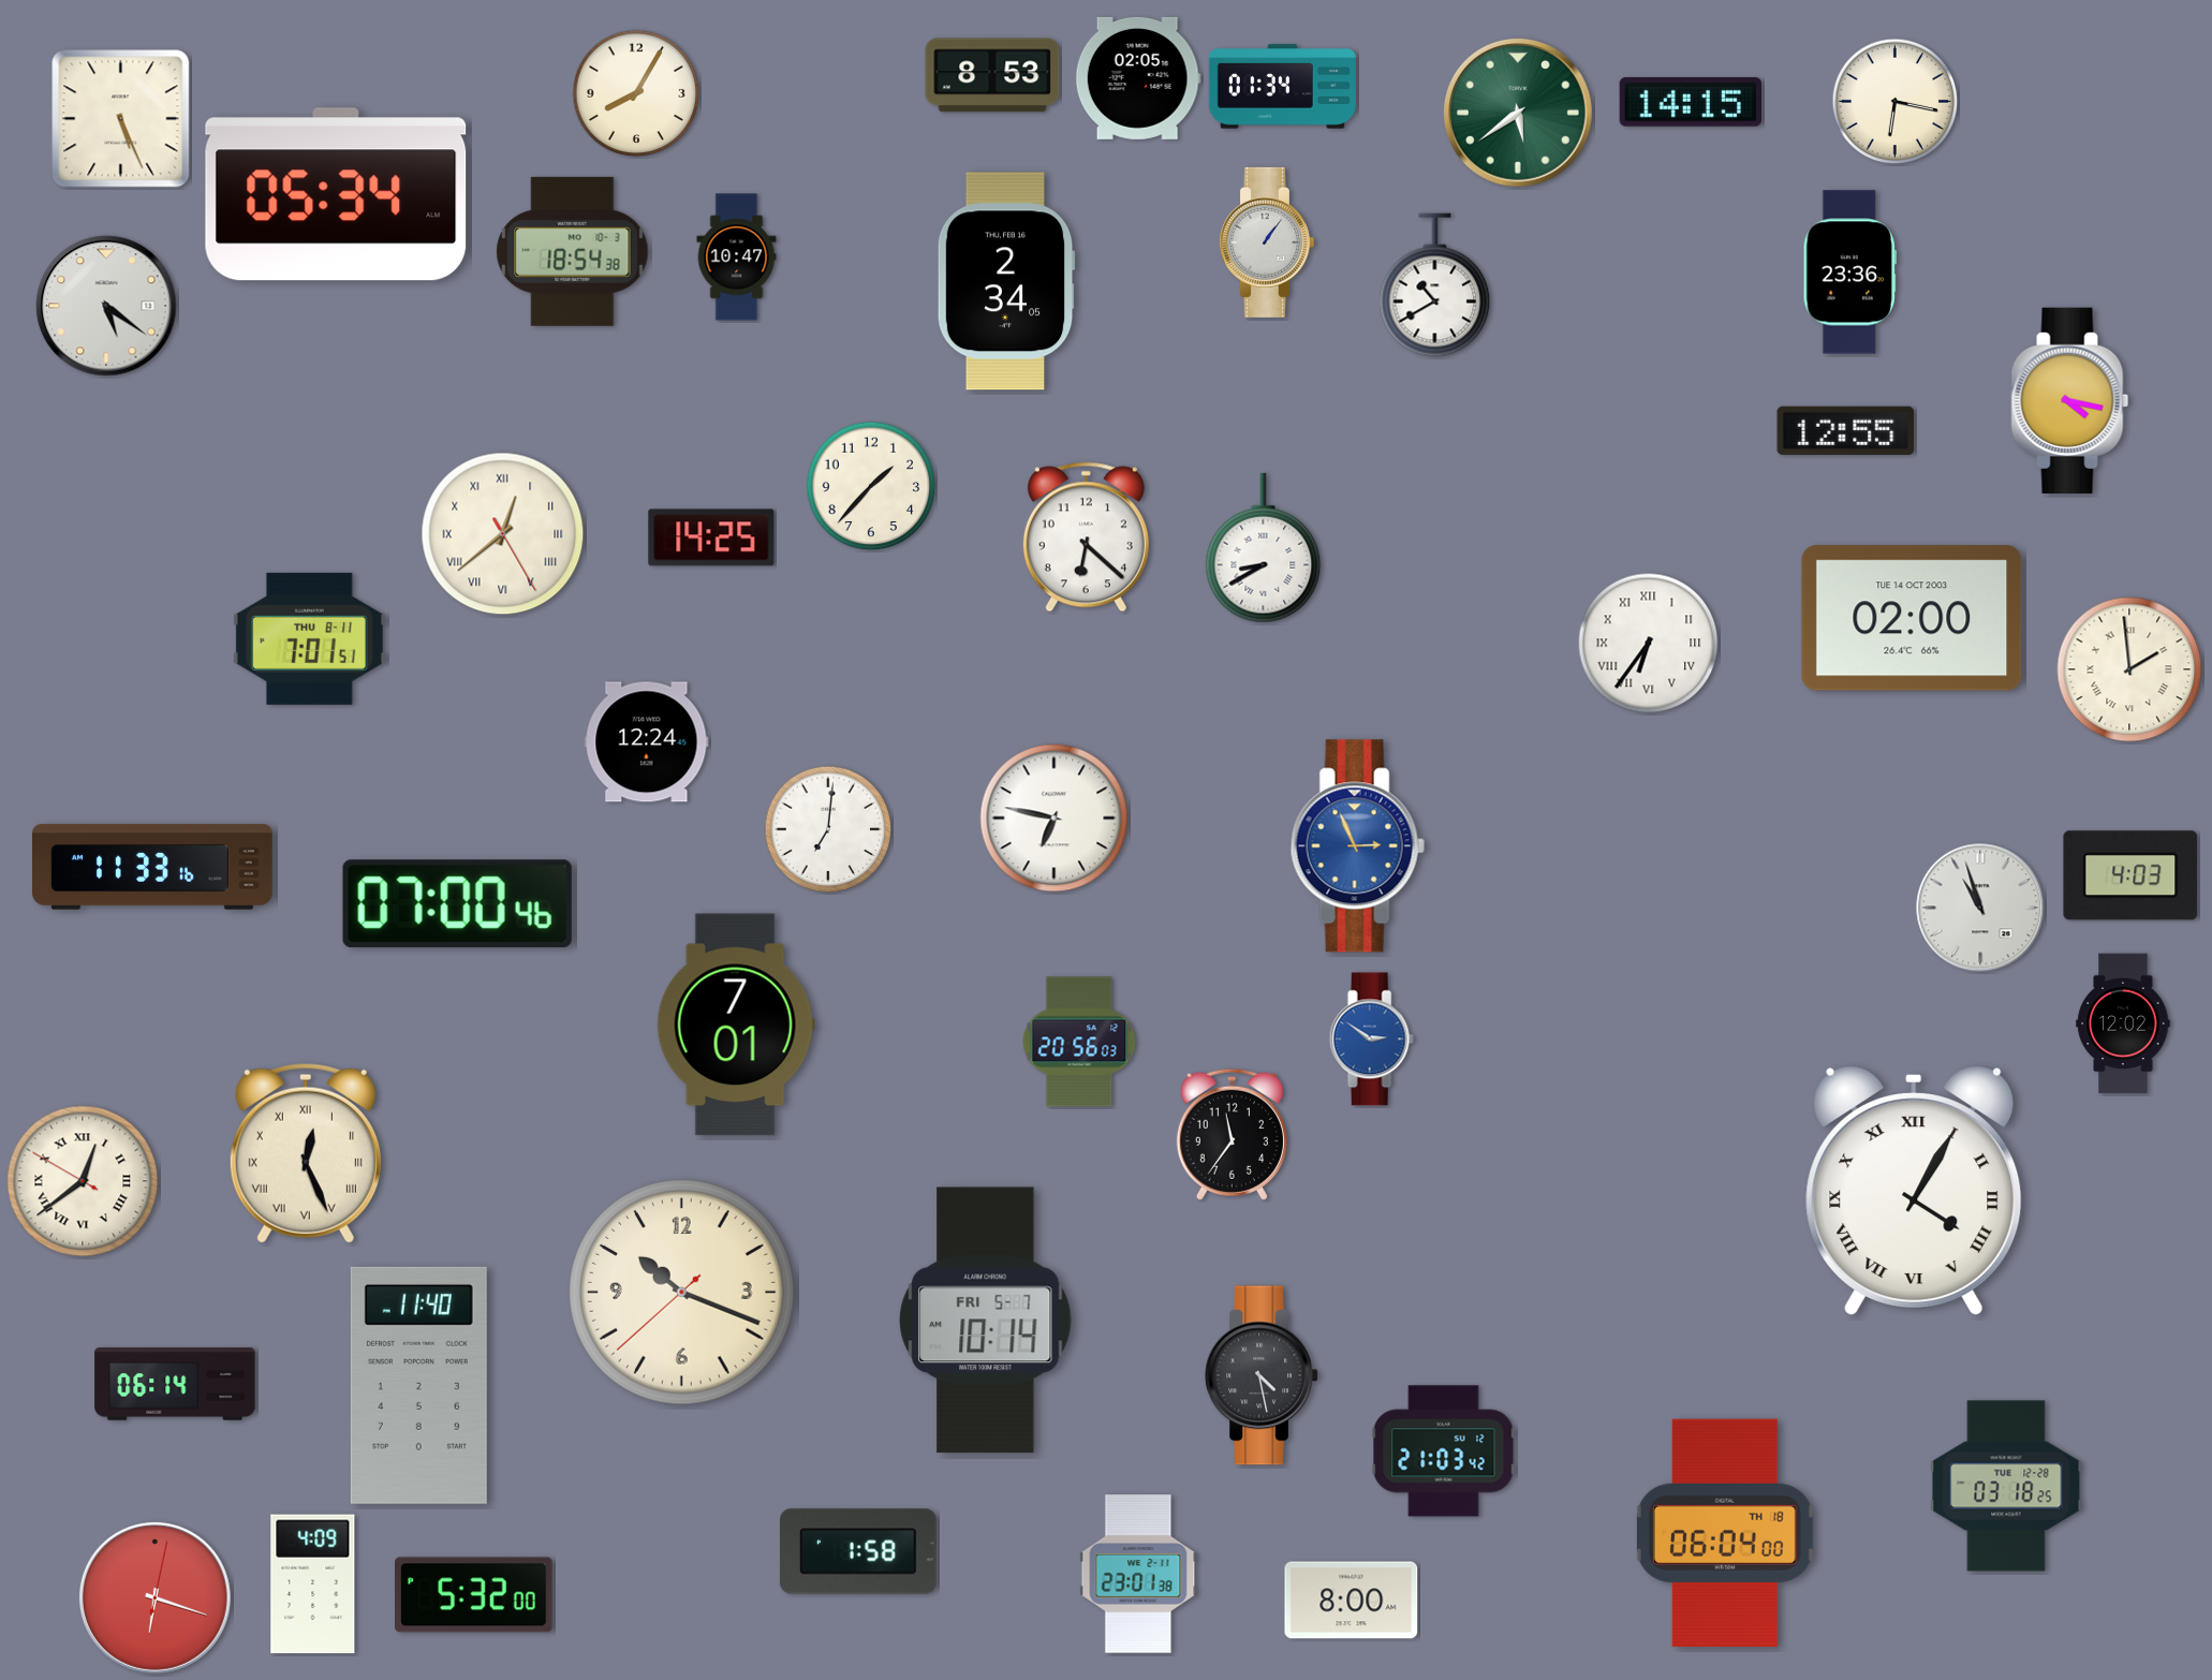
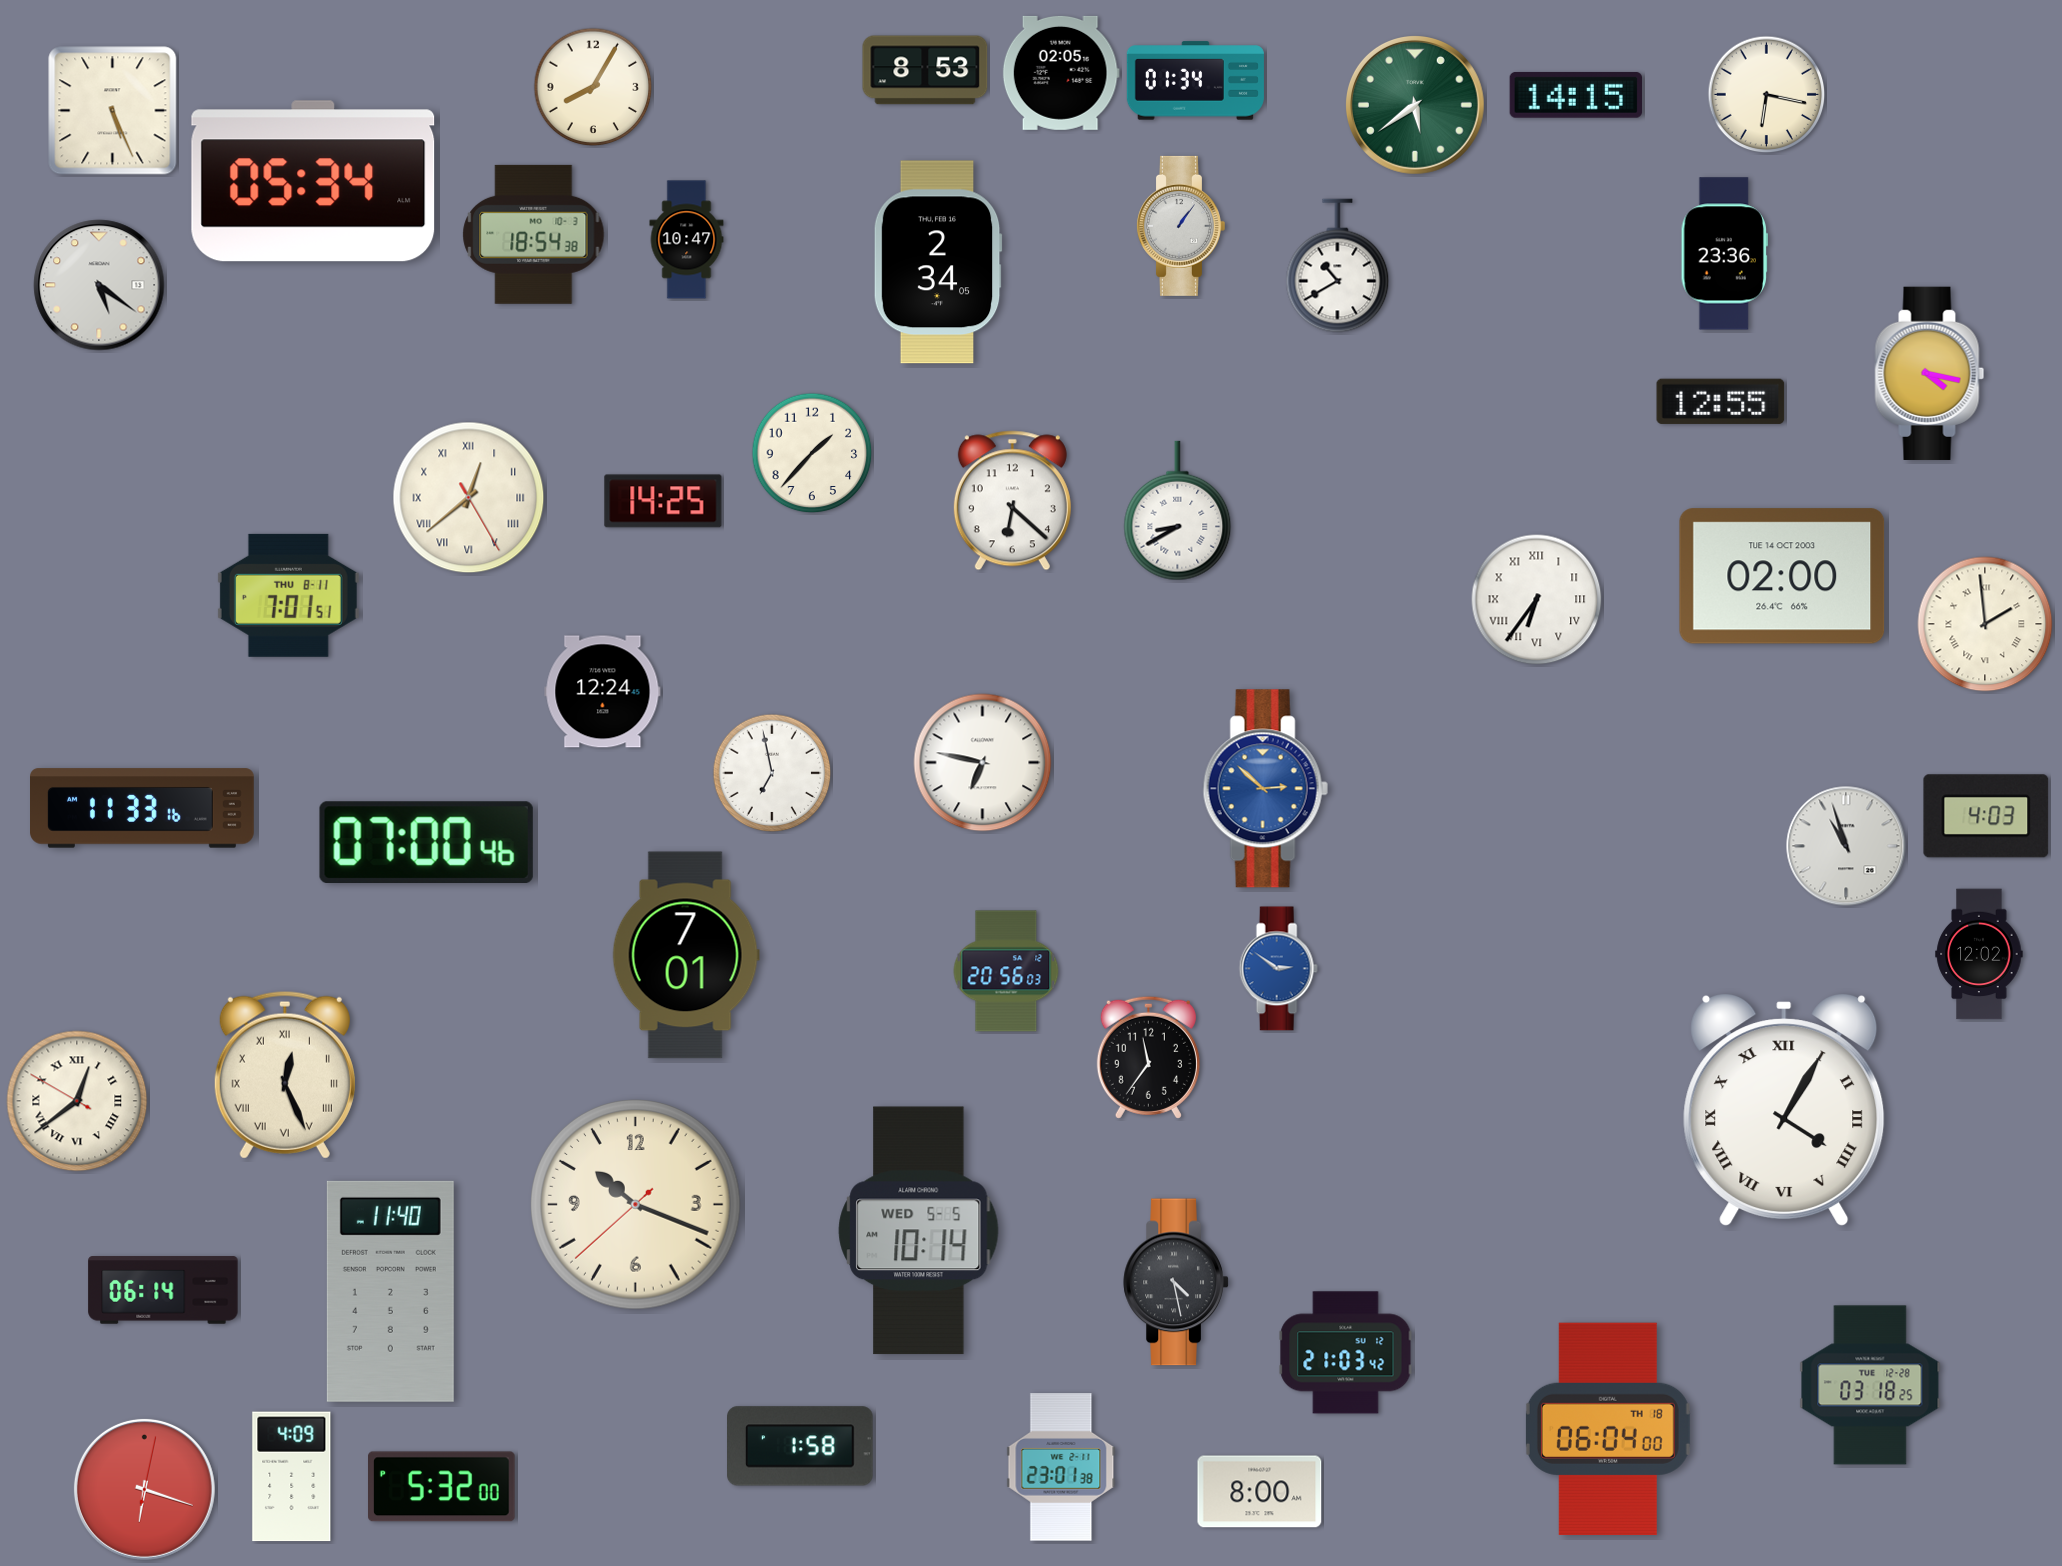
clock at (828, 829): 7:01 -> 6:58
clock at (1357, 846): 2:56 -> 2:52
clock at (986, 1321) date: FRI 5-7 -> WED 5-5
